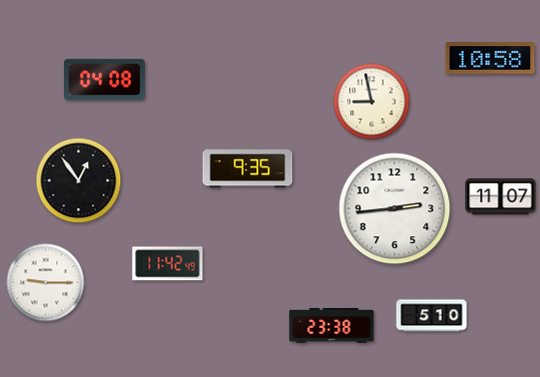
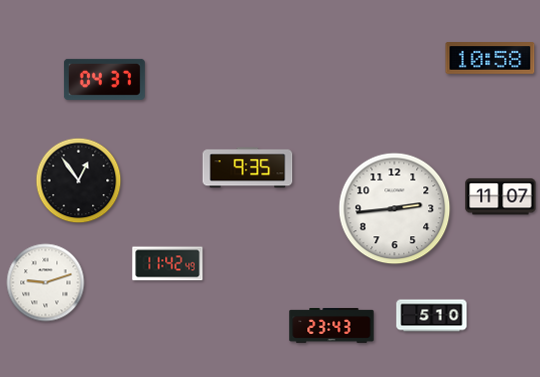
clock at (104, 79): 04:08 -> 04:37
clock at (372, 102): 8:58 -> none
clock at (46, 283): 9:15 -> 9:12
clock at (332, 325): 23:38 -> 23:43
